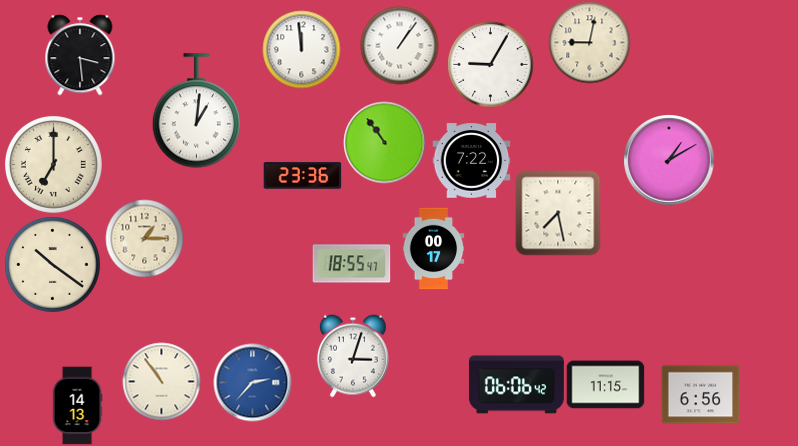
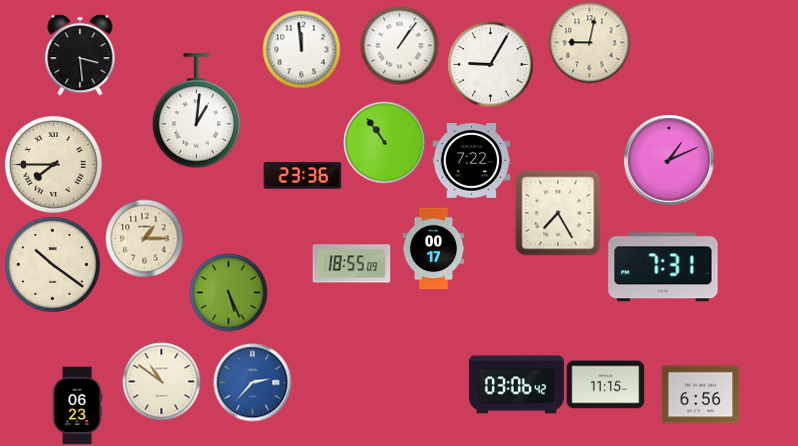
clock at (669, 160): 1:10 -> 1:11
clock at (53, 164): 7:00 -> 7:45
clock at (558, 213): 7:28 -> 7:25
clock at (351, 264): 18:55:47 -> 18:55:09
clock at (663, 267): none -> 7:31
clock at (228, 292): none -> 5:26
clock at (353, 356): 3:03 -> none
clock at (161, 381): 10:54 -> 10:51
clock at (516, 385): 06:06 -> 03:06
clock at (77, 405): 14:13 -> 06:23
